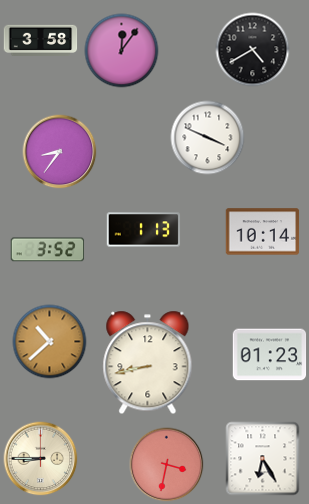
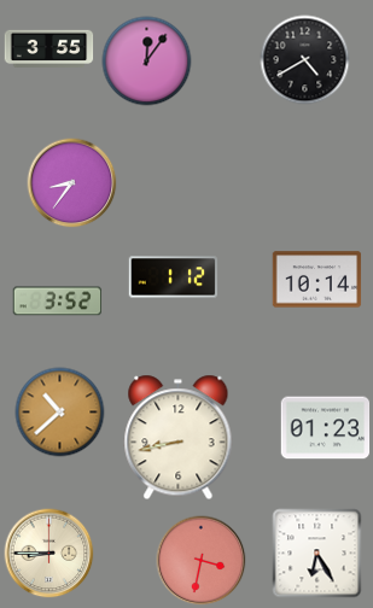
clock at (41, 40): 3:58 -> 3:55
clock at (208, 138): 3:49 -> none
clock at (144, 230): 1:13 -> 1:12
